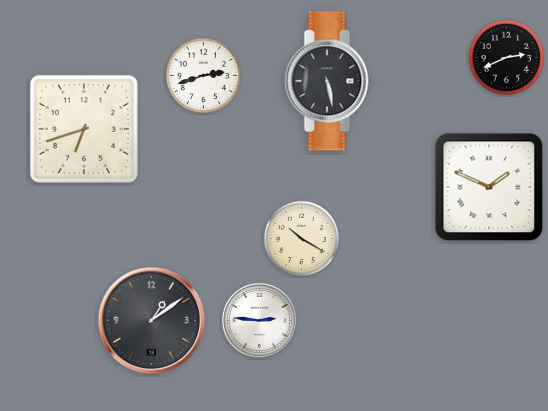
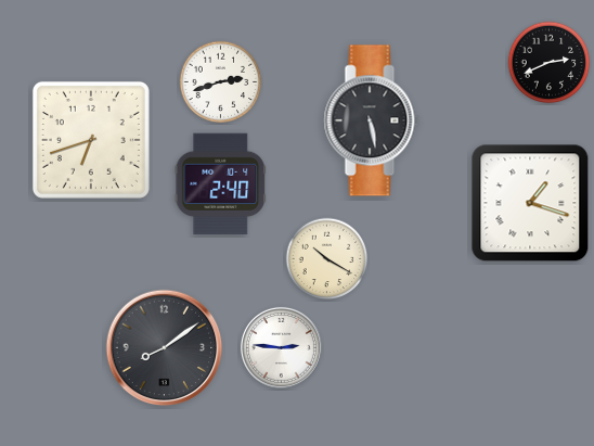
clock at (329, 81) position: (329, 81) -> (372, 120)
clock at (221, 184): none -> 2:40
clock at (489, 187): 1:49 -> 1:18
clock at (152, 321): 1:09 -> 8:09
